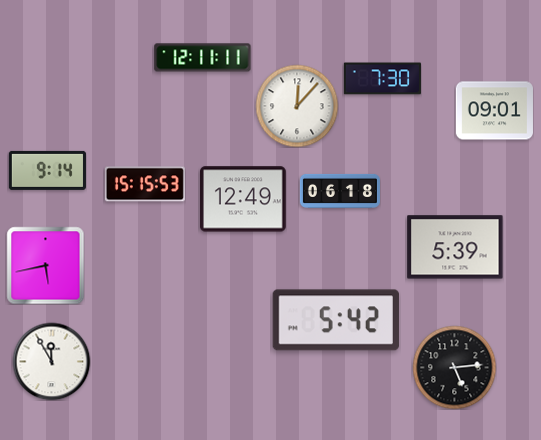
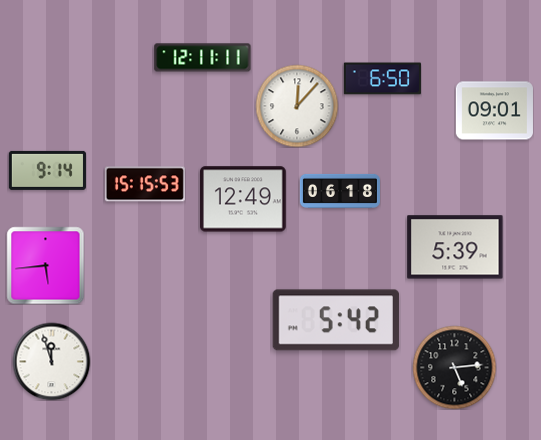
clock at (382, 79): 7:30 -> 6:50
clock at (45, 265): 5:43 -> 5:44
clock at (51, 361): 11:55 -> 11:57
